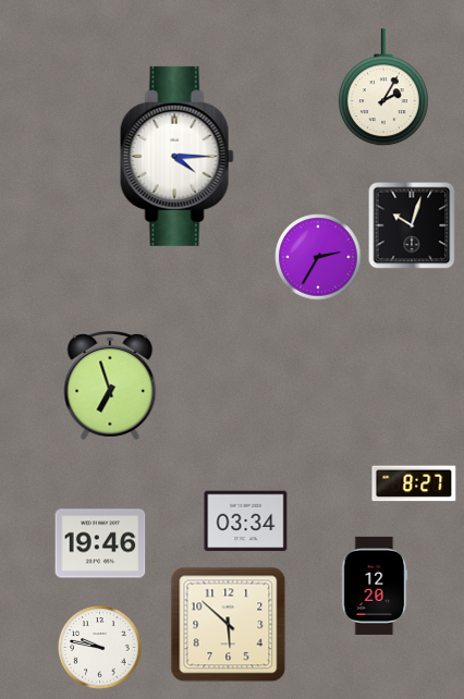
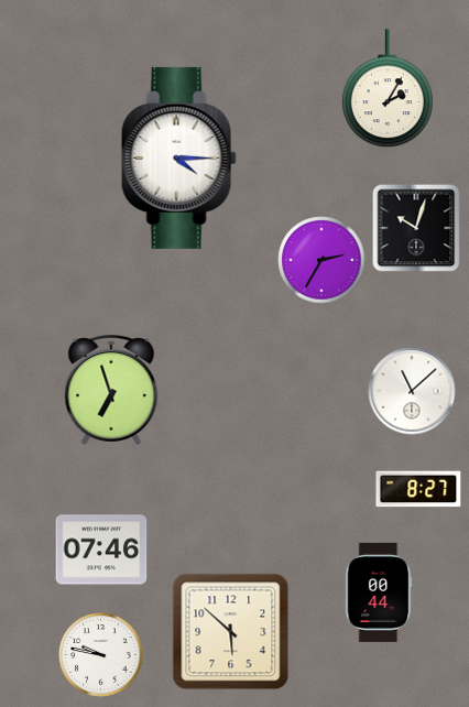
clock at (412, 391): none -> 11:08
clock at (246, 522): 03:34 -> none
clock at (100, 543): 19:46 -> 07:46
clock at (375, 586): 12:20 -> 00:44
